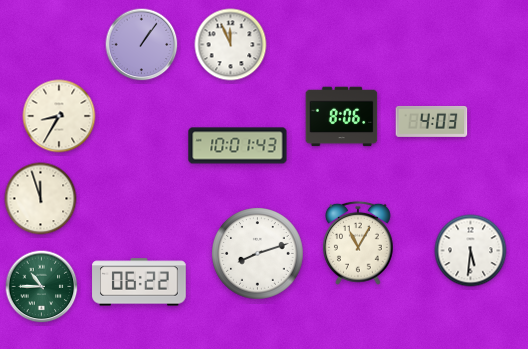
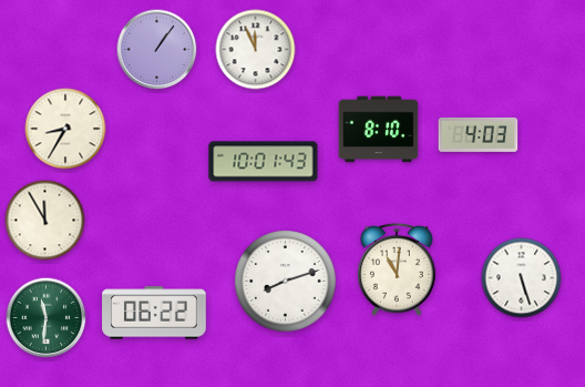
clock at (342, 117): 8:06 -> 8:10
clock at (41, 199): 11:57 -> 11:55
clock at (358, 243): 11:05 -> 11:01
clock at (471, 251): 5:31 -> 5:27
clock at (42, 287): 10:45 -> 11:31
